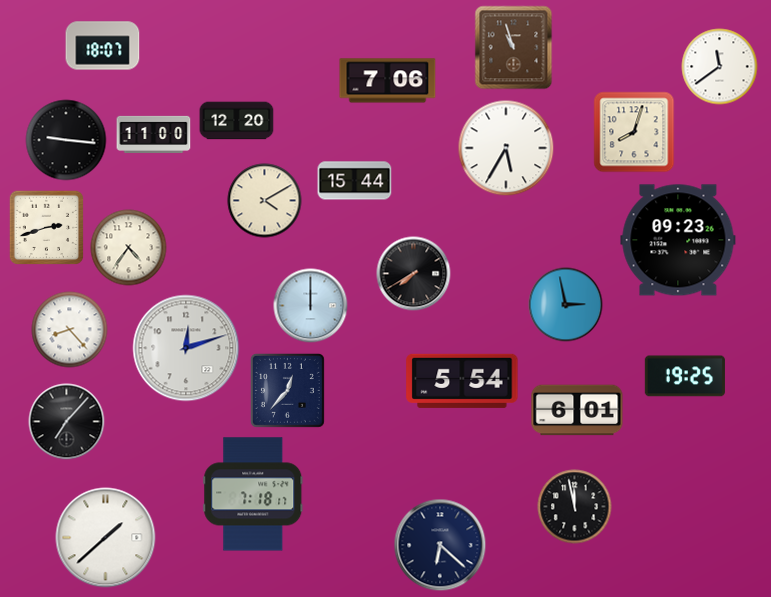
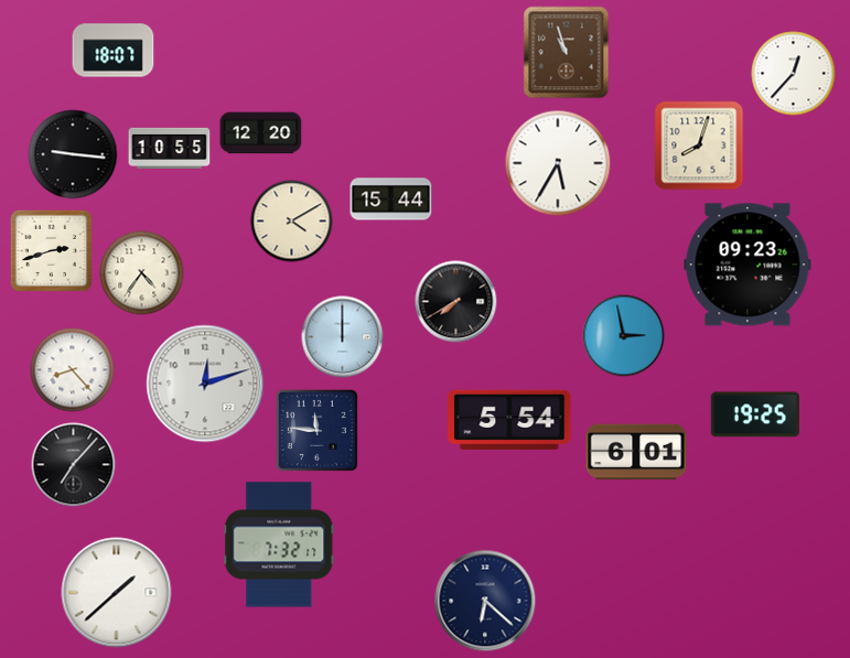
clock at (720, 67): 11:39 -> 12:37
clock at (388, 81): 7:06 -> none
clock at (154, 134): 11:00 -> 10:55
clock at (70, 330) position: (70, 330) -> (73, 370)
clock at (287, 390): 12:37 -> 11:46
clock at (253, 494): 7:18 -> 7:32
clock at (575, 507): 11:58 -> none
